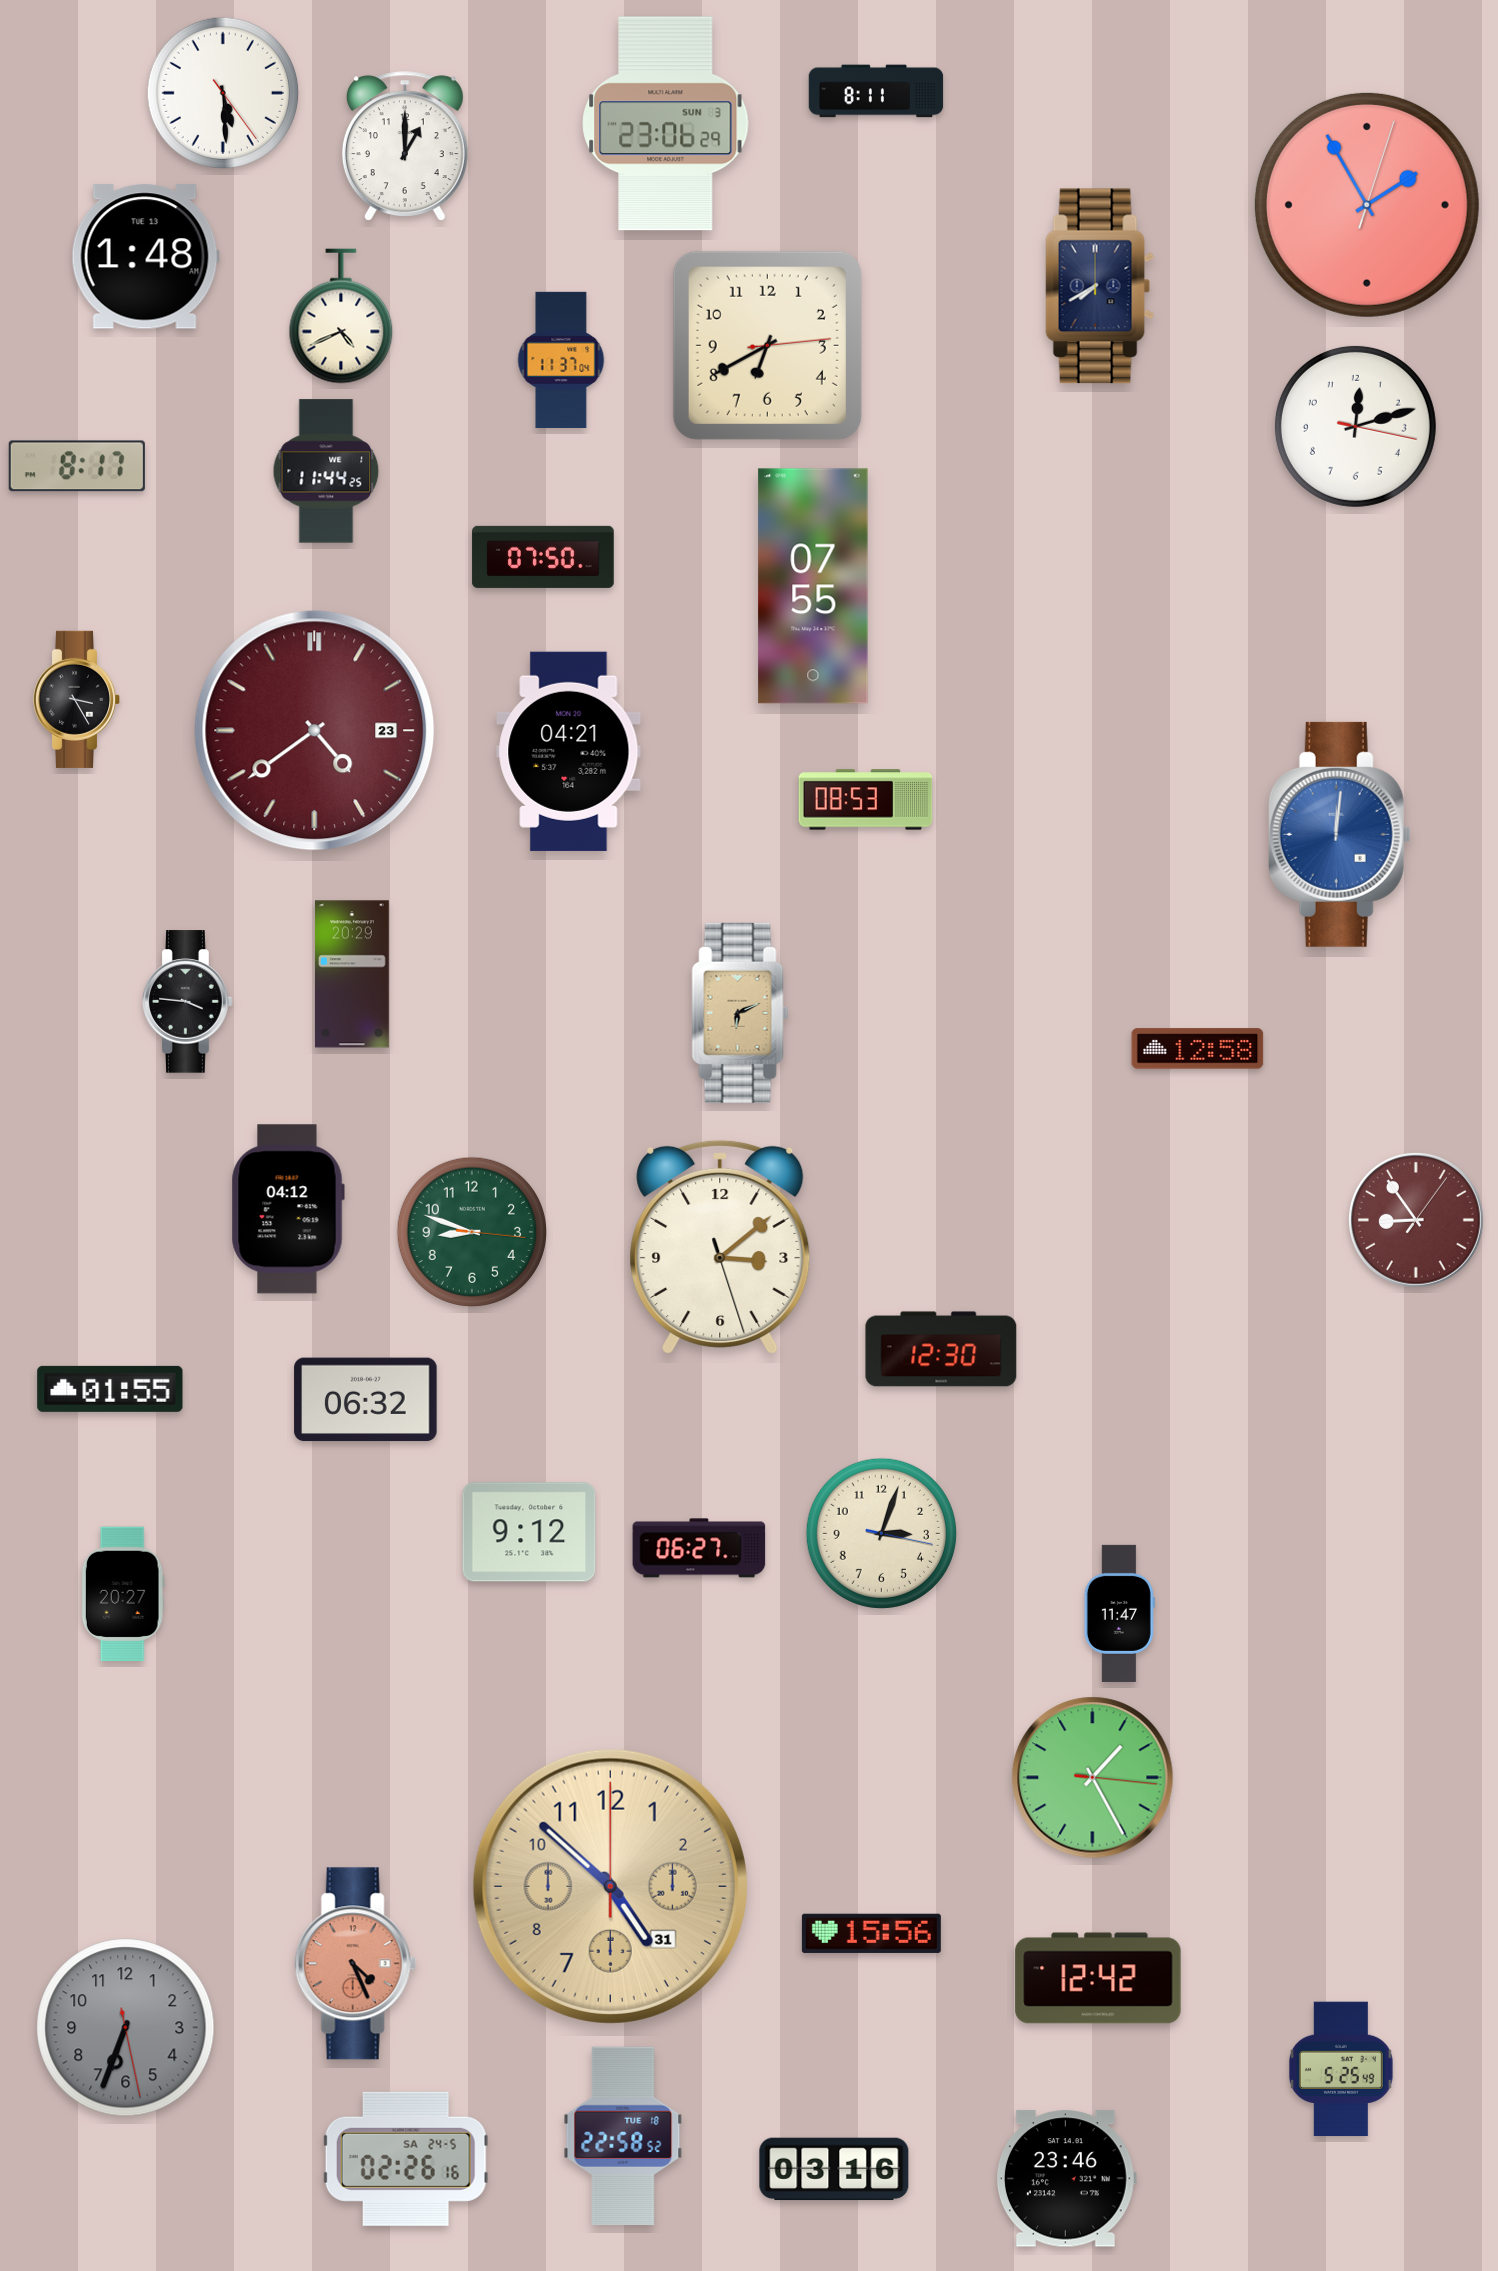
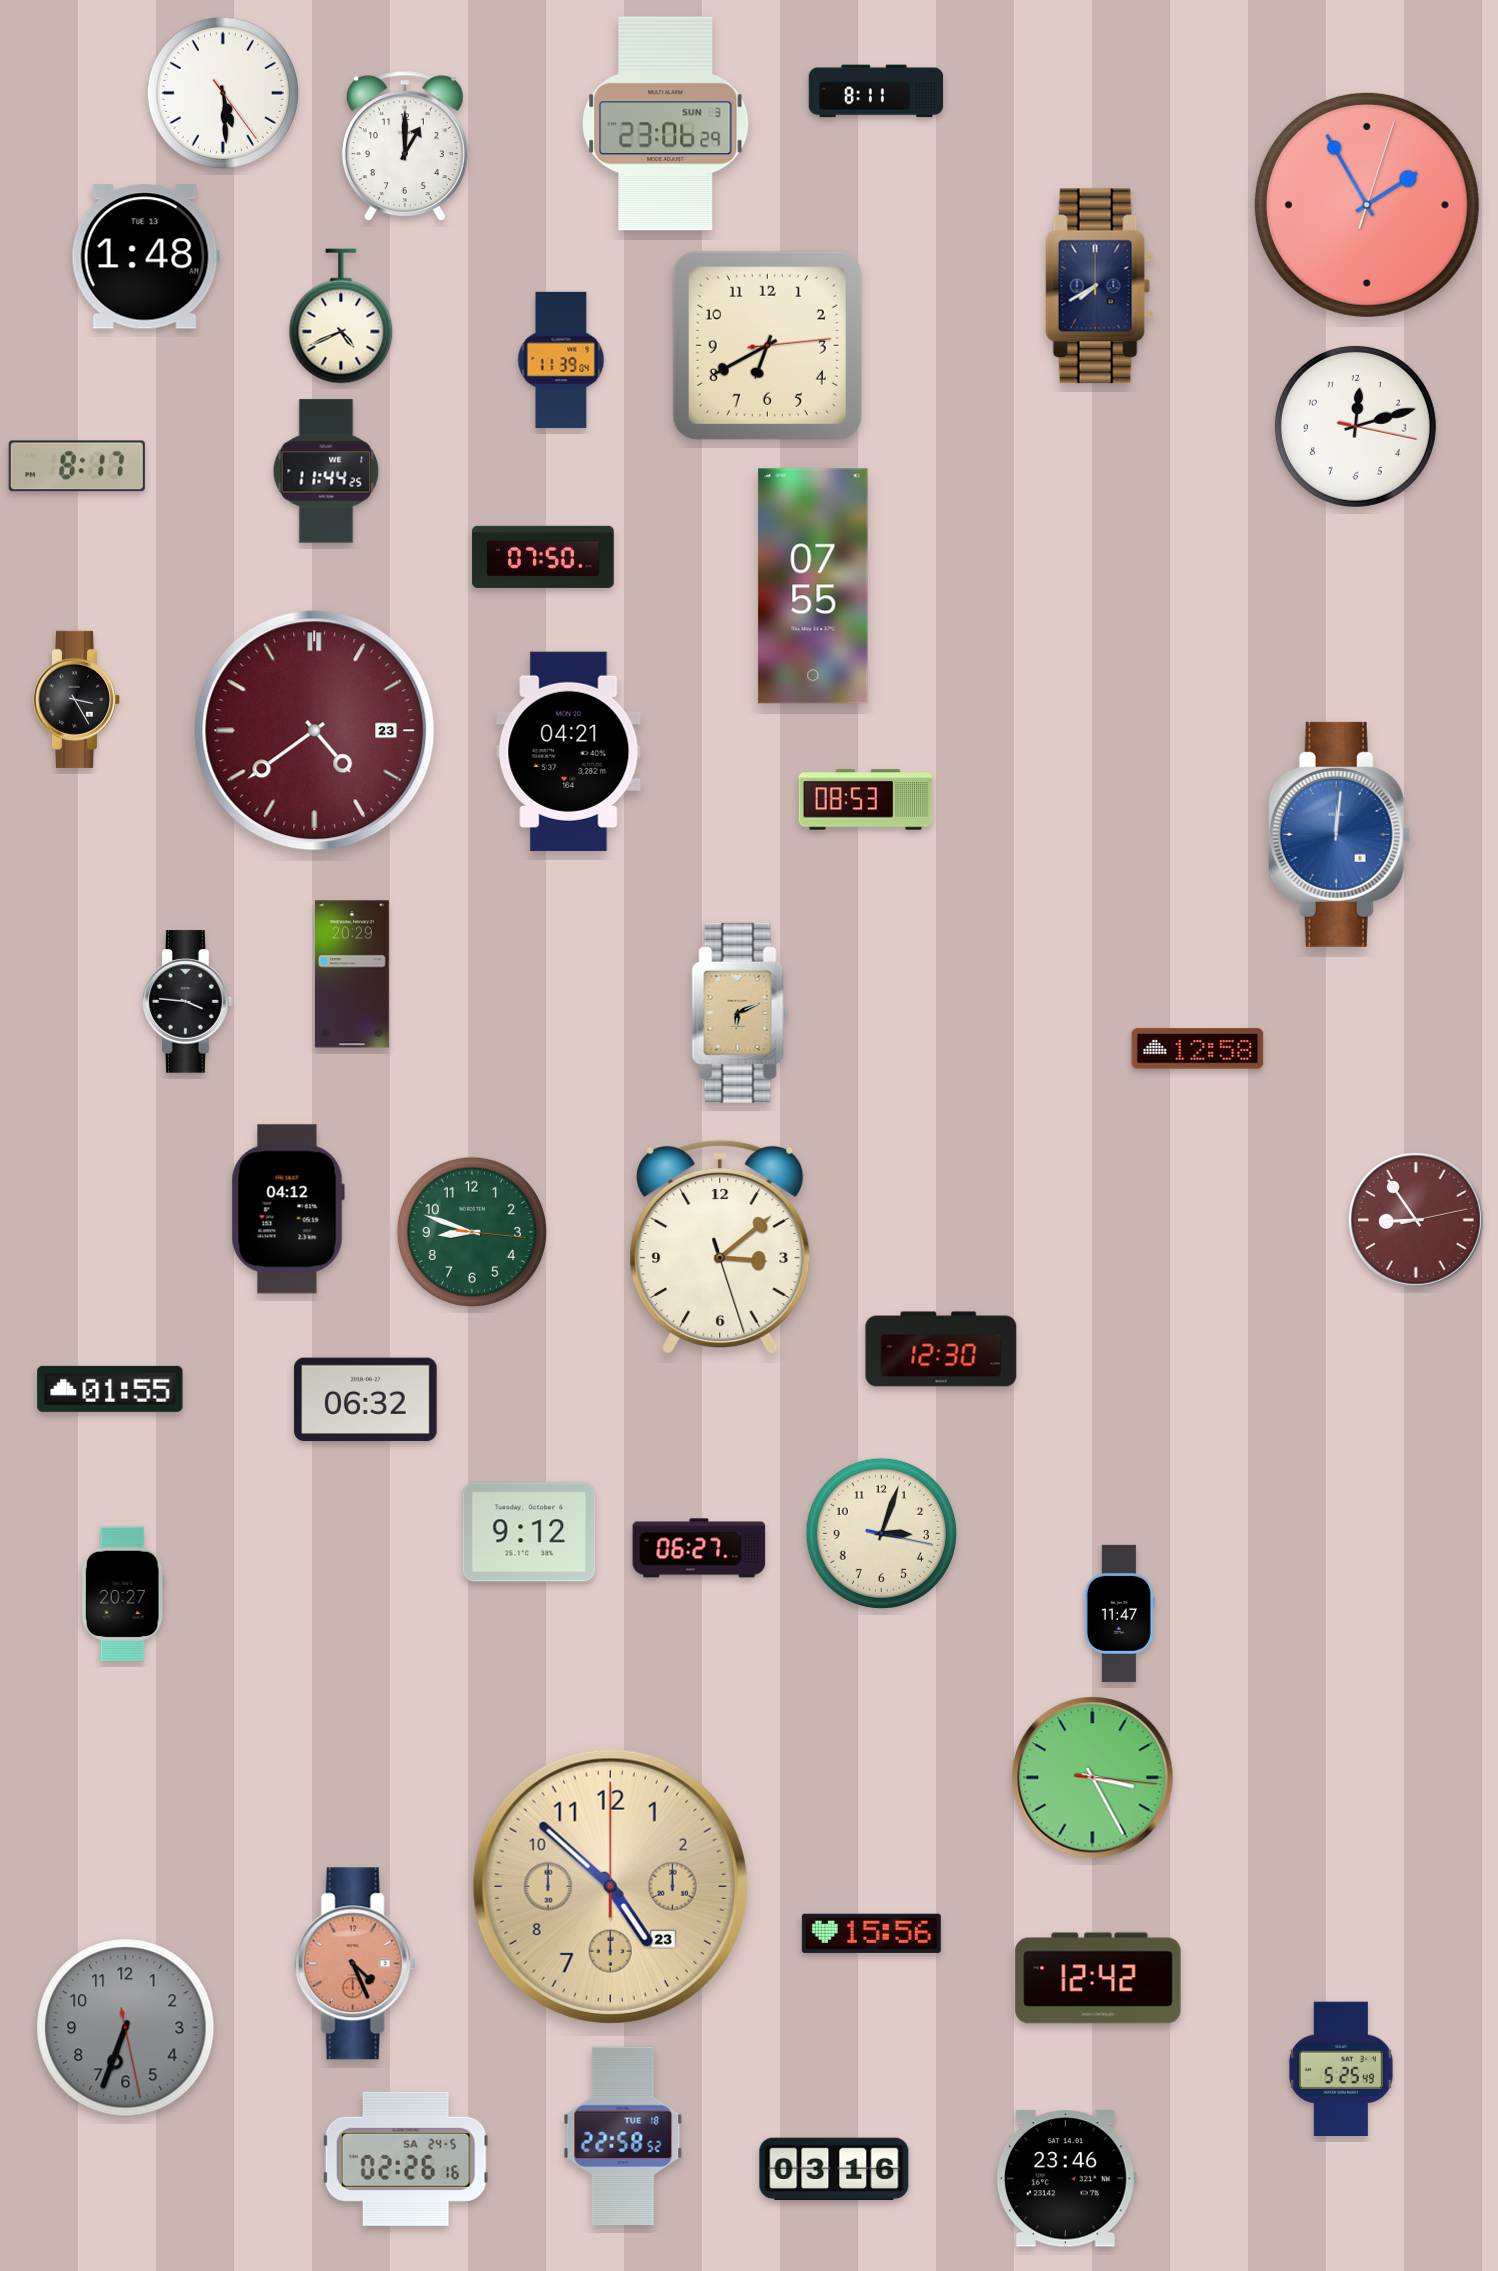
clock at (561, 359): 11:37 -> 11:39
clock at (1416, 1221): 8:54:06 -> 8:54:13
clock at (1093, 1778): 1:25 -> 3:25
clock at (610, 1886) date: 31 -> 23
